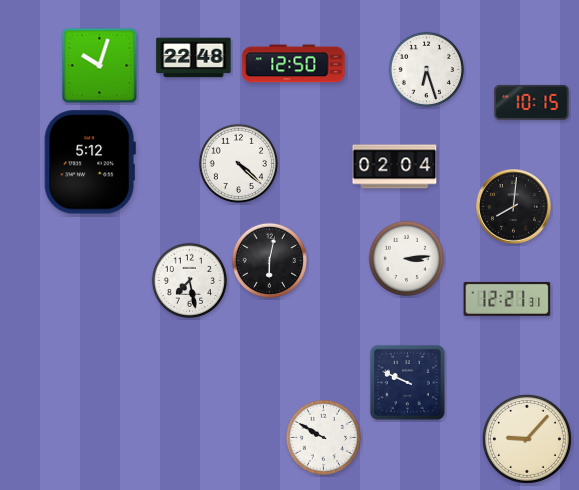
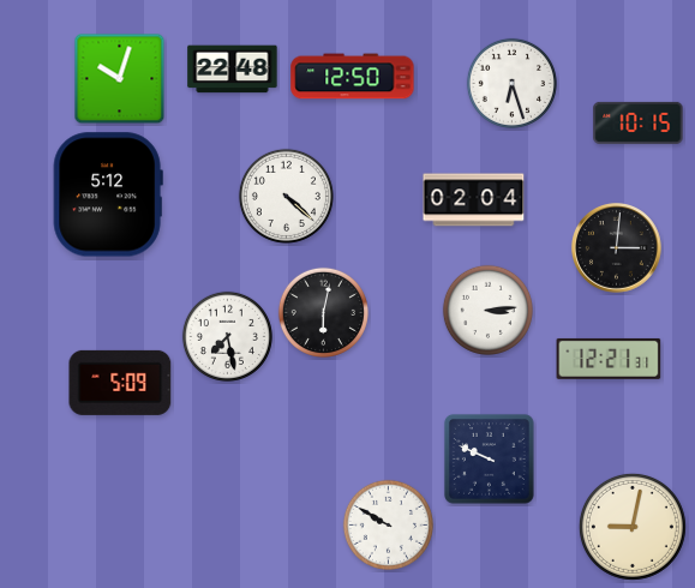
clock at (514, 207): 8:01 -> 3:01
clock at (120, 383): none -> 5:09
clock at (527, 439): 9:07 -> 9:02
